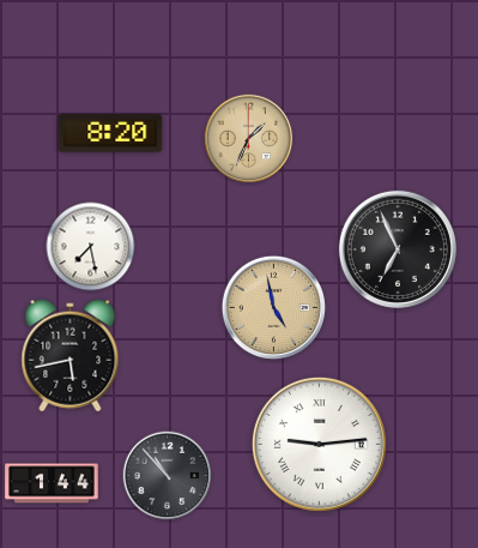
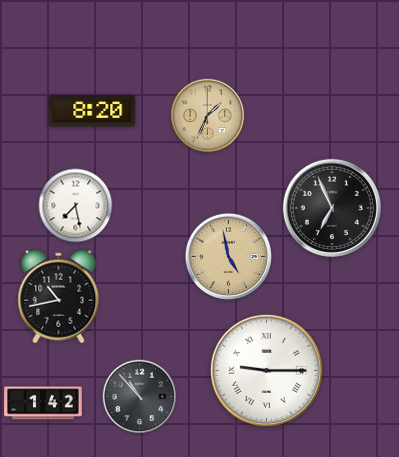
clock at (71, 356): 5:43 -> 10:43
clock at (319, 444): 9:14 -> 9:15
clock at (52, 483): 1:44 -> 1:42
